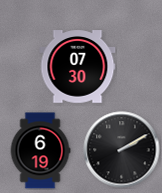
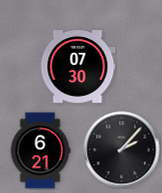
clock at (122, 150): 2:10 -> 2:07
clock at (40, 151): 6:19 -> 6:21
